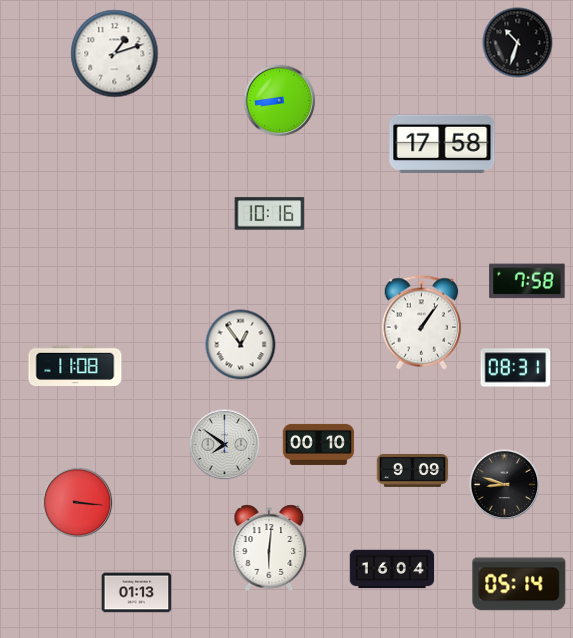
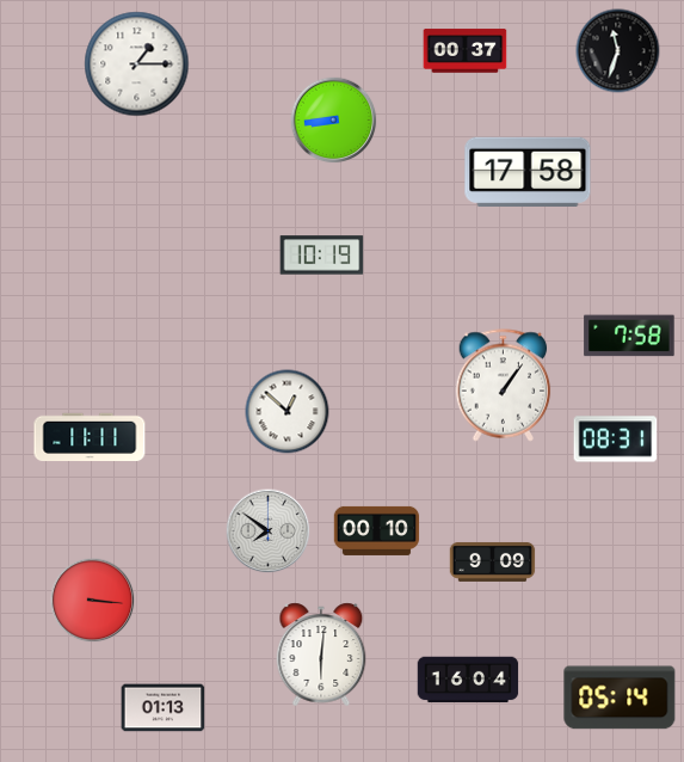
clock at (466, 51): none -> 00:37
clock at (518, 43): 10:33 -> 11:33
clock at (115, 54): 1:12 -> 1:15
clock at (270, 214): 10:16 -> 10:19
clock at (241, 345): 12:54 -> 12:52
clock at (75, 366): 11:08 -> 11:11
clock at (319, 444) position: (319, 444) -> (377, 530)
clock at (505, 485): 8:48 -> none
